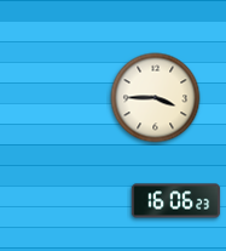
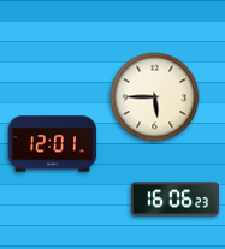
clock at (156, 98): 3:45 -> 5:45
clock at (53, 144): none -> 12:01
